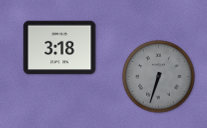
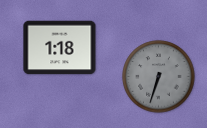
clock at (60, 48): 3:18 -> 1:18
